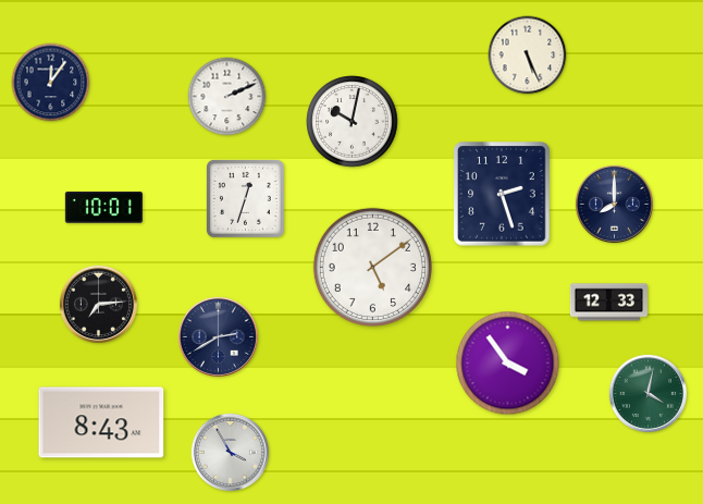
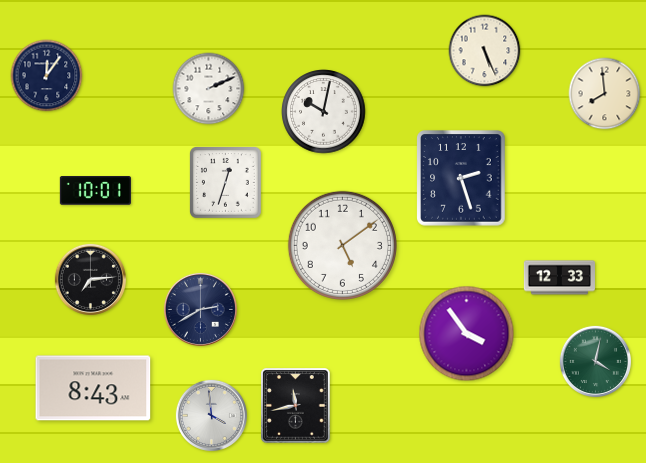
clock at (605, 94): none -> 7:59
clock at (614, 204): 8:00 -> none
clock at (296, 406): none -> 11:43
clock at (230, 452): 3:55 -> 3:59
